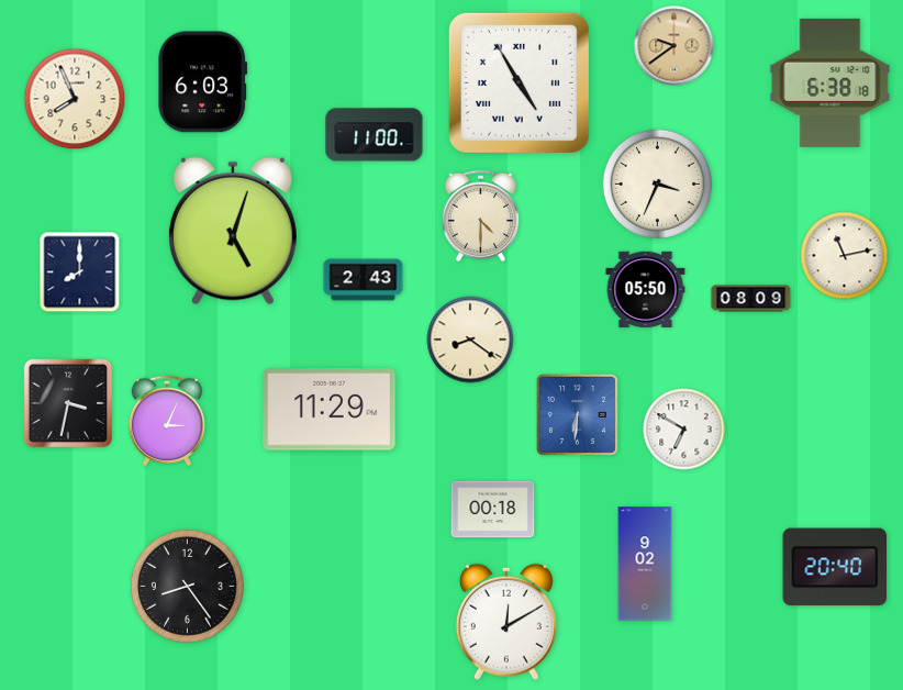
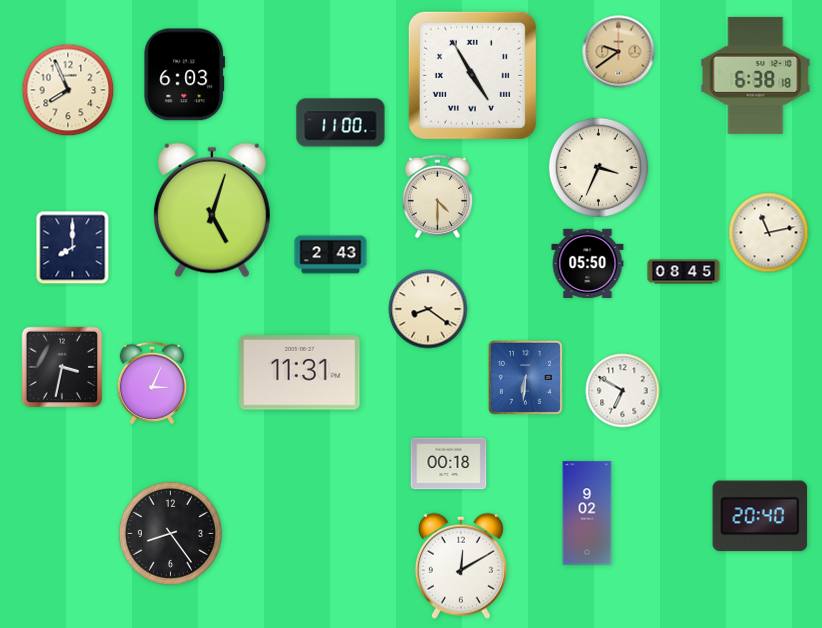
clock at (675, 46) position: (675, 46) -> (619, 52)
clock at (751, 299): 08:09 -> 08:45
clock at (330, 410): 11:29 -> 11:31
